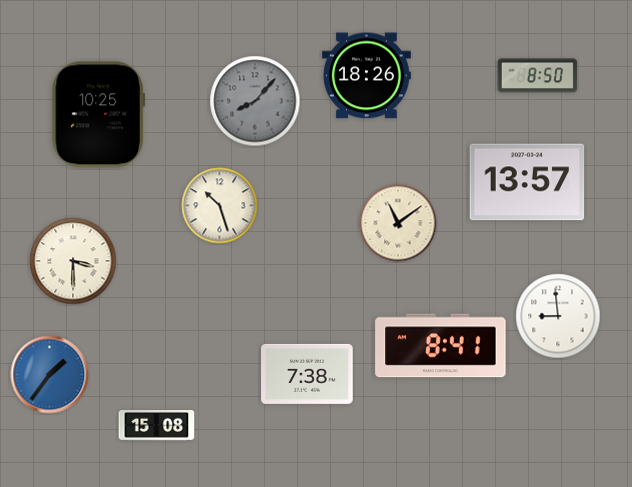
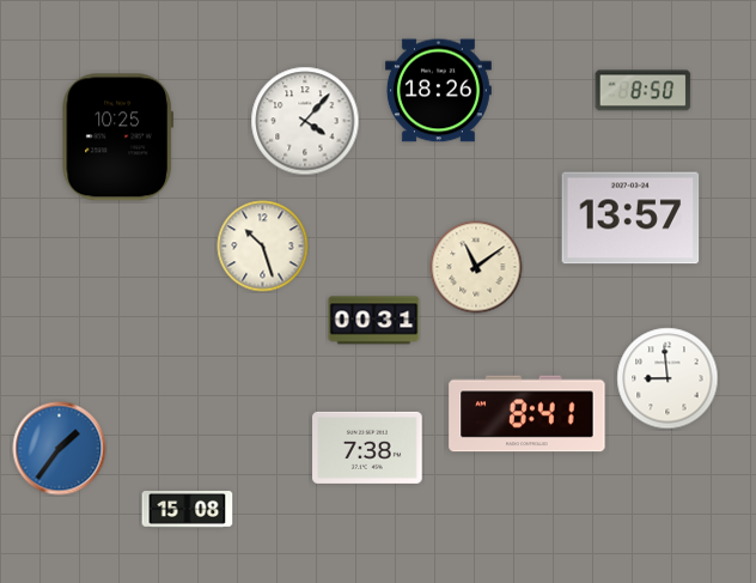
clock at (255, 101): 8:07 -> 4:07
clock at (255, 101) dial: grey -> white
clock at (73, 261): 3:30 -> none
clock at (374, 321): none -> 00:31
